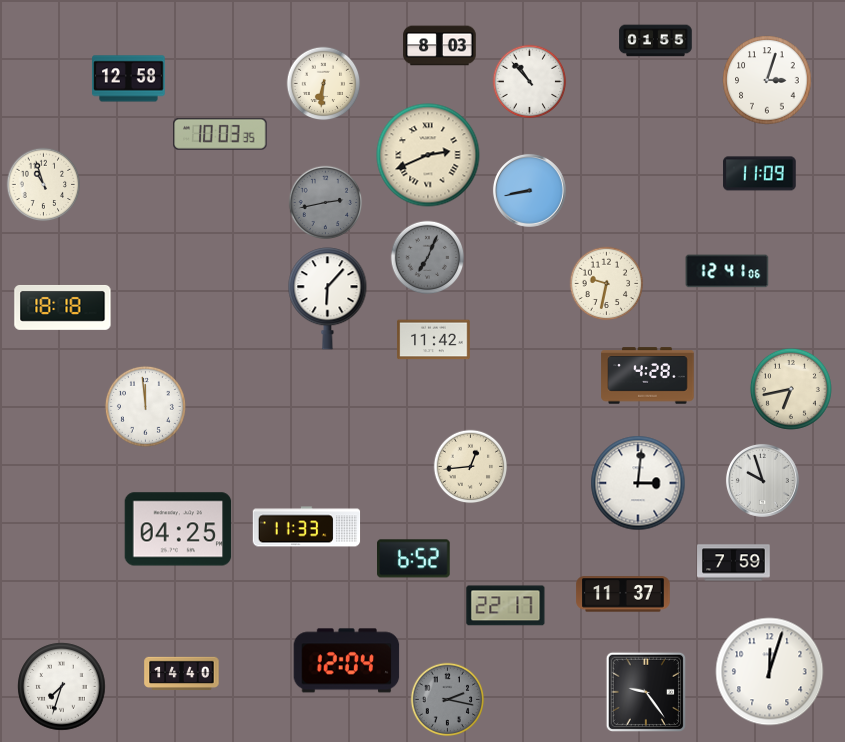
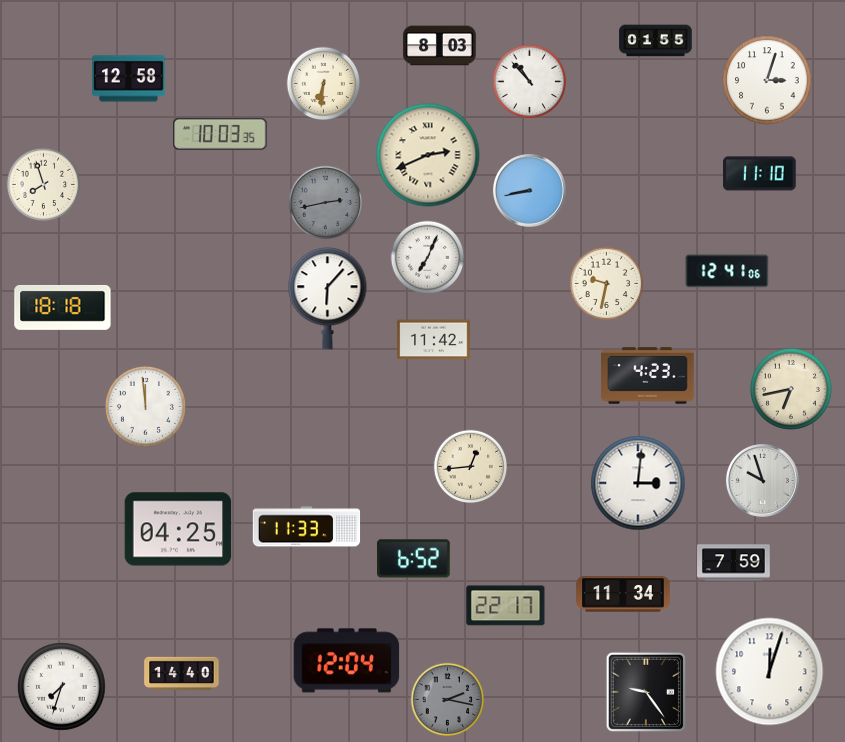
clock at (760, 174): 11:09 -> 11:10
clock at (44, 185): 10:57 -> 7:57
clock at (428, 258) dial: grey -> white
clock at (648, 376): 4:28 -> 4:23
clock at (623, 594): 11:37 -> 11:34
